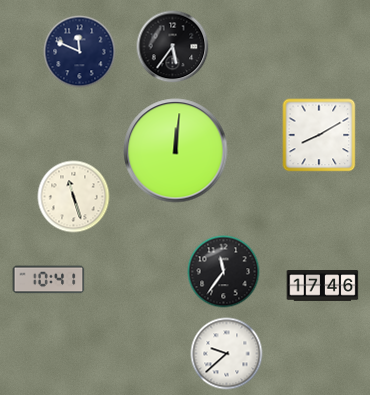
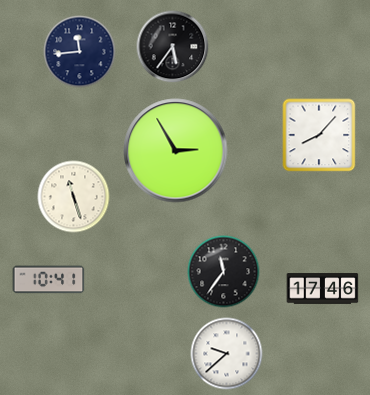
clock at (80, 52): 11:49 -> 11:44
clock at (319, 135): 8:10 -> 8:07
clock at (176, 151): 12:01 -> 2:55
clock at (323, 286) position: (323, 286) -> (323, 289)
